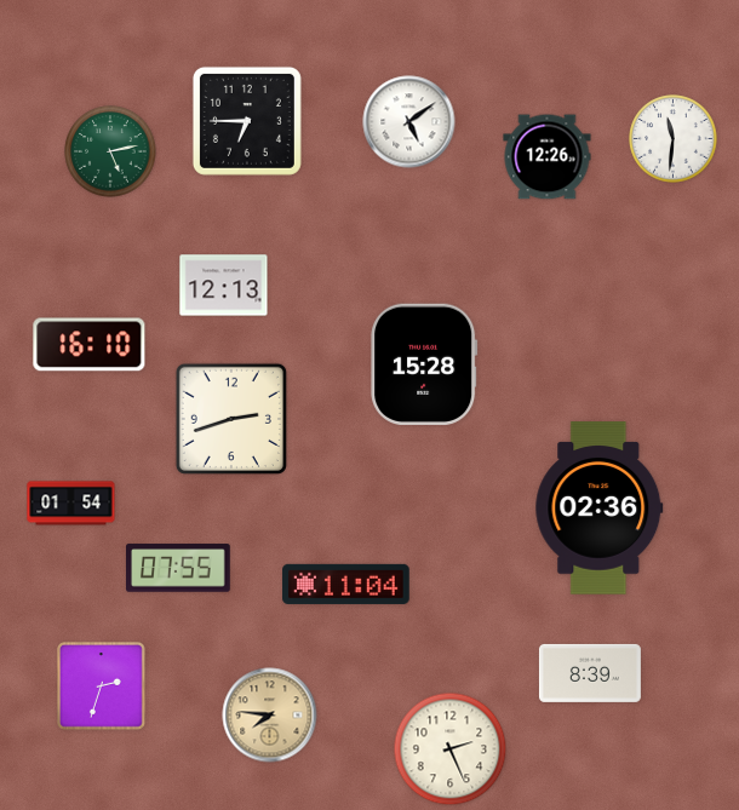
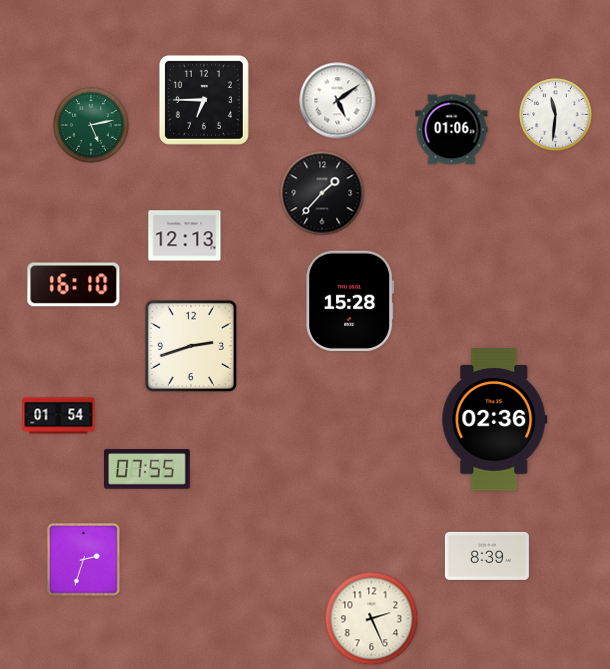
clock at (548, 157): 12:26 -> 01:06
clock at (322, 193): none -> 1:37
clock at (346, 584): 11:04 -> none
clock at (102, 687) position: (102, 687) -> (84, 560)
clock at (270, 716): 7:46 -> none
